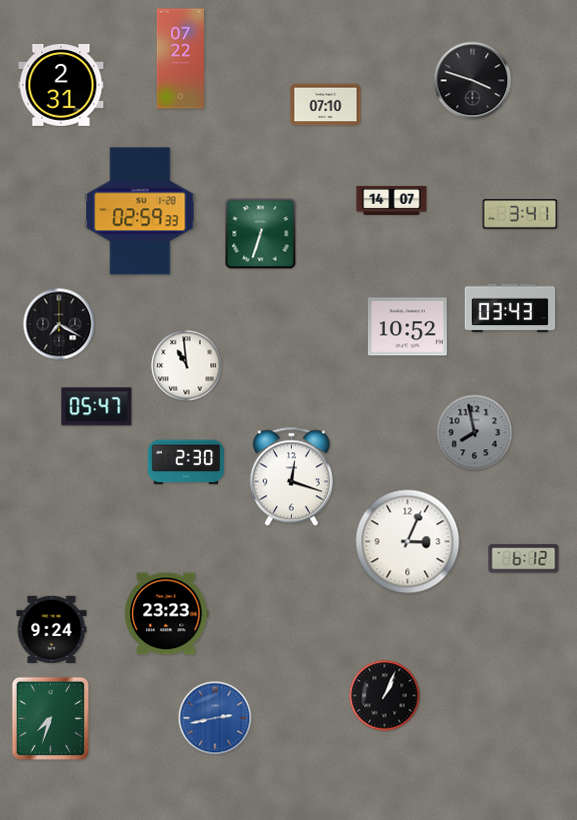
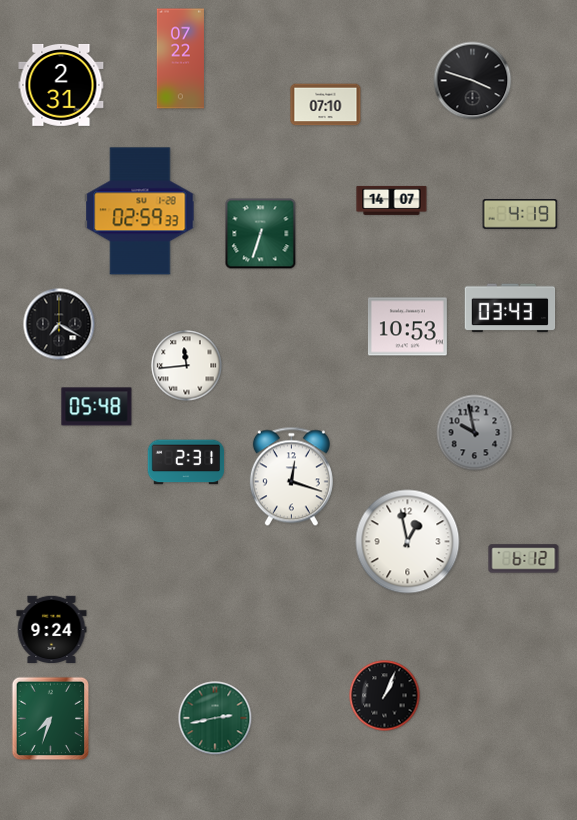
clock at (520, 215): 3:41 -> 4:19
clock at (407, 327): 10:52 -> 10:53
clock at (187, 366): 10:59 -> 11:44
clock at (97, 407): 05:47 -> 05:48
clock at (475, 433): 7:58 -> 9:58
clock at (186, 462): 2:30 -> 2:31
clock at (408, 542): 3:04 -> 12:58
clock at (167, 614): 23:23 -> none
clock at (215, 718) dial: blue -> green
